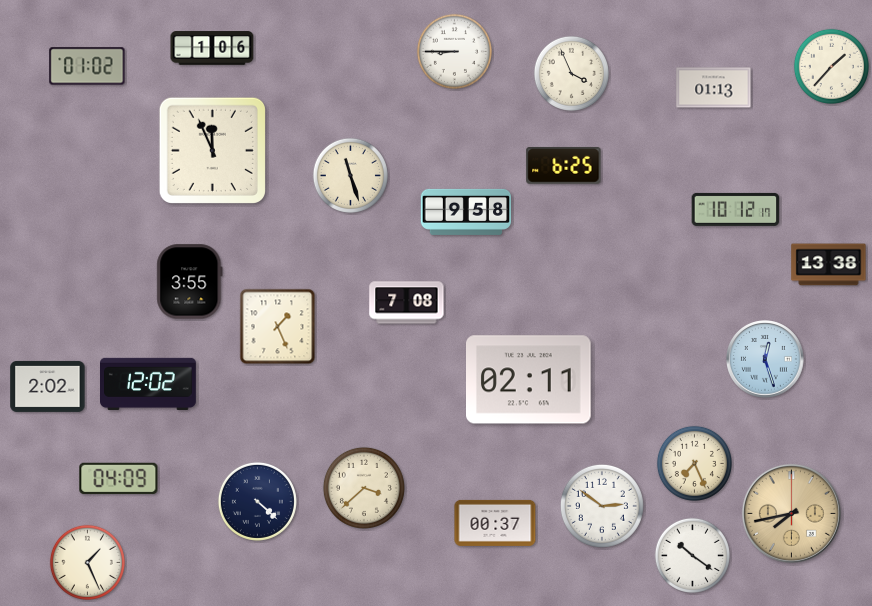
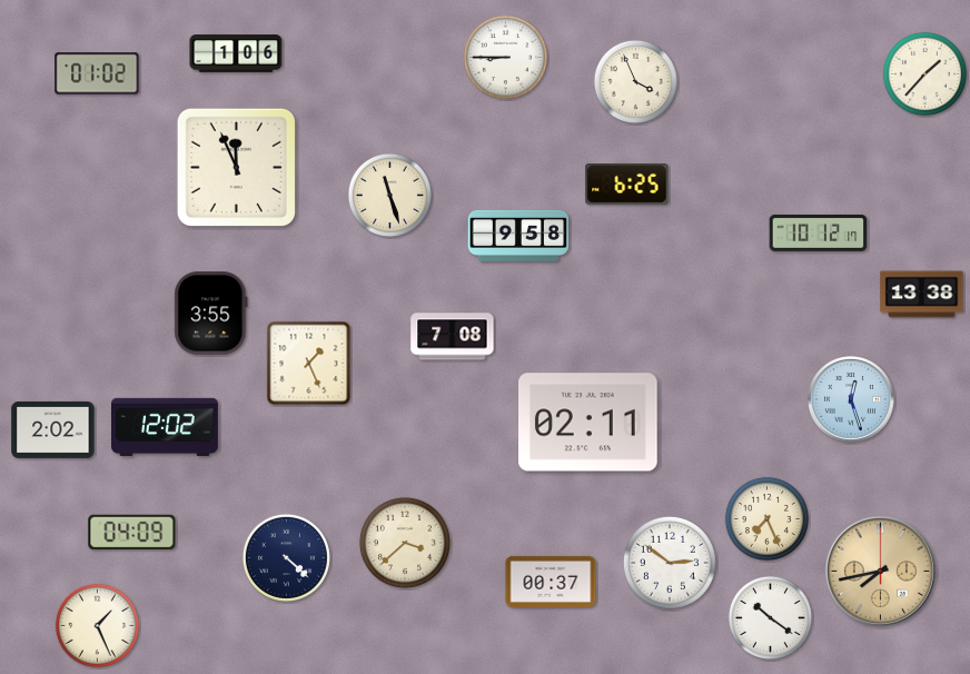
clock at (714, 88): 01:13 -> none
clock at (694, 463) position: (694, 463) -> (766, 518)
